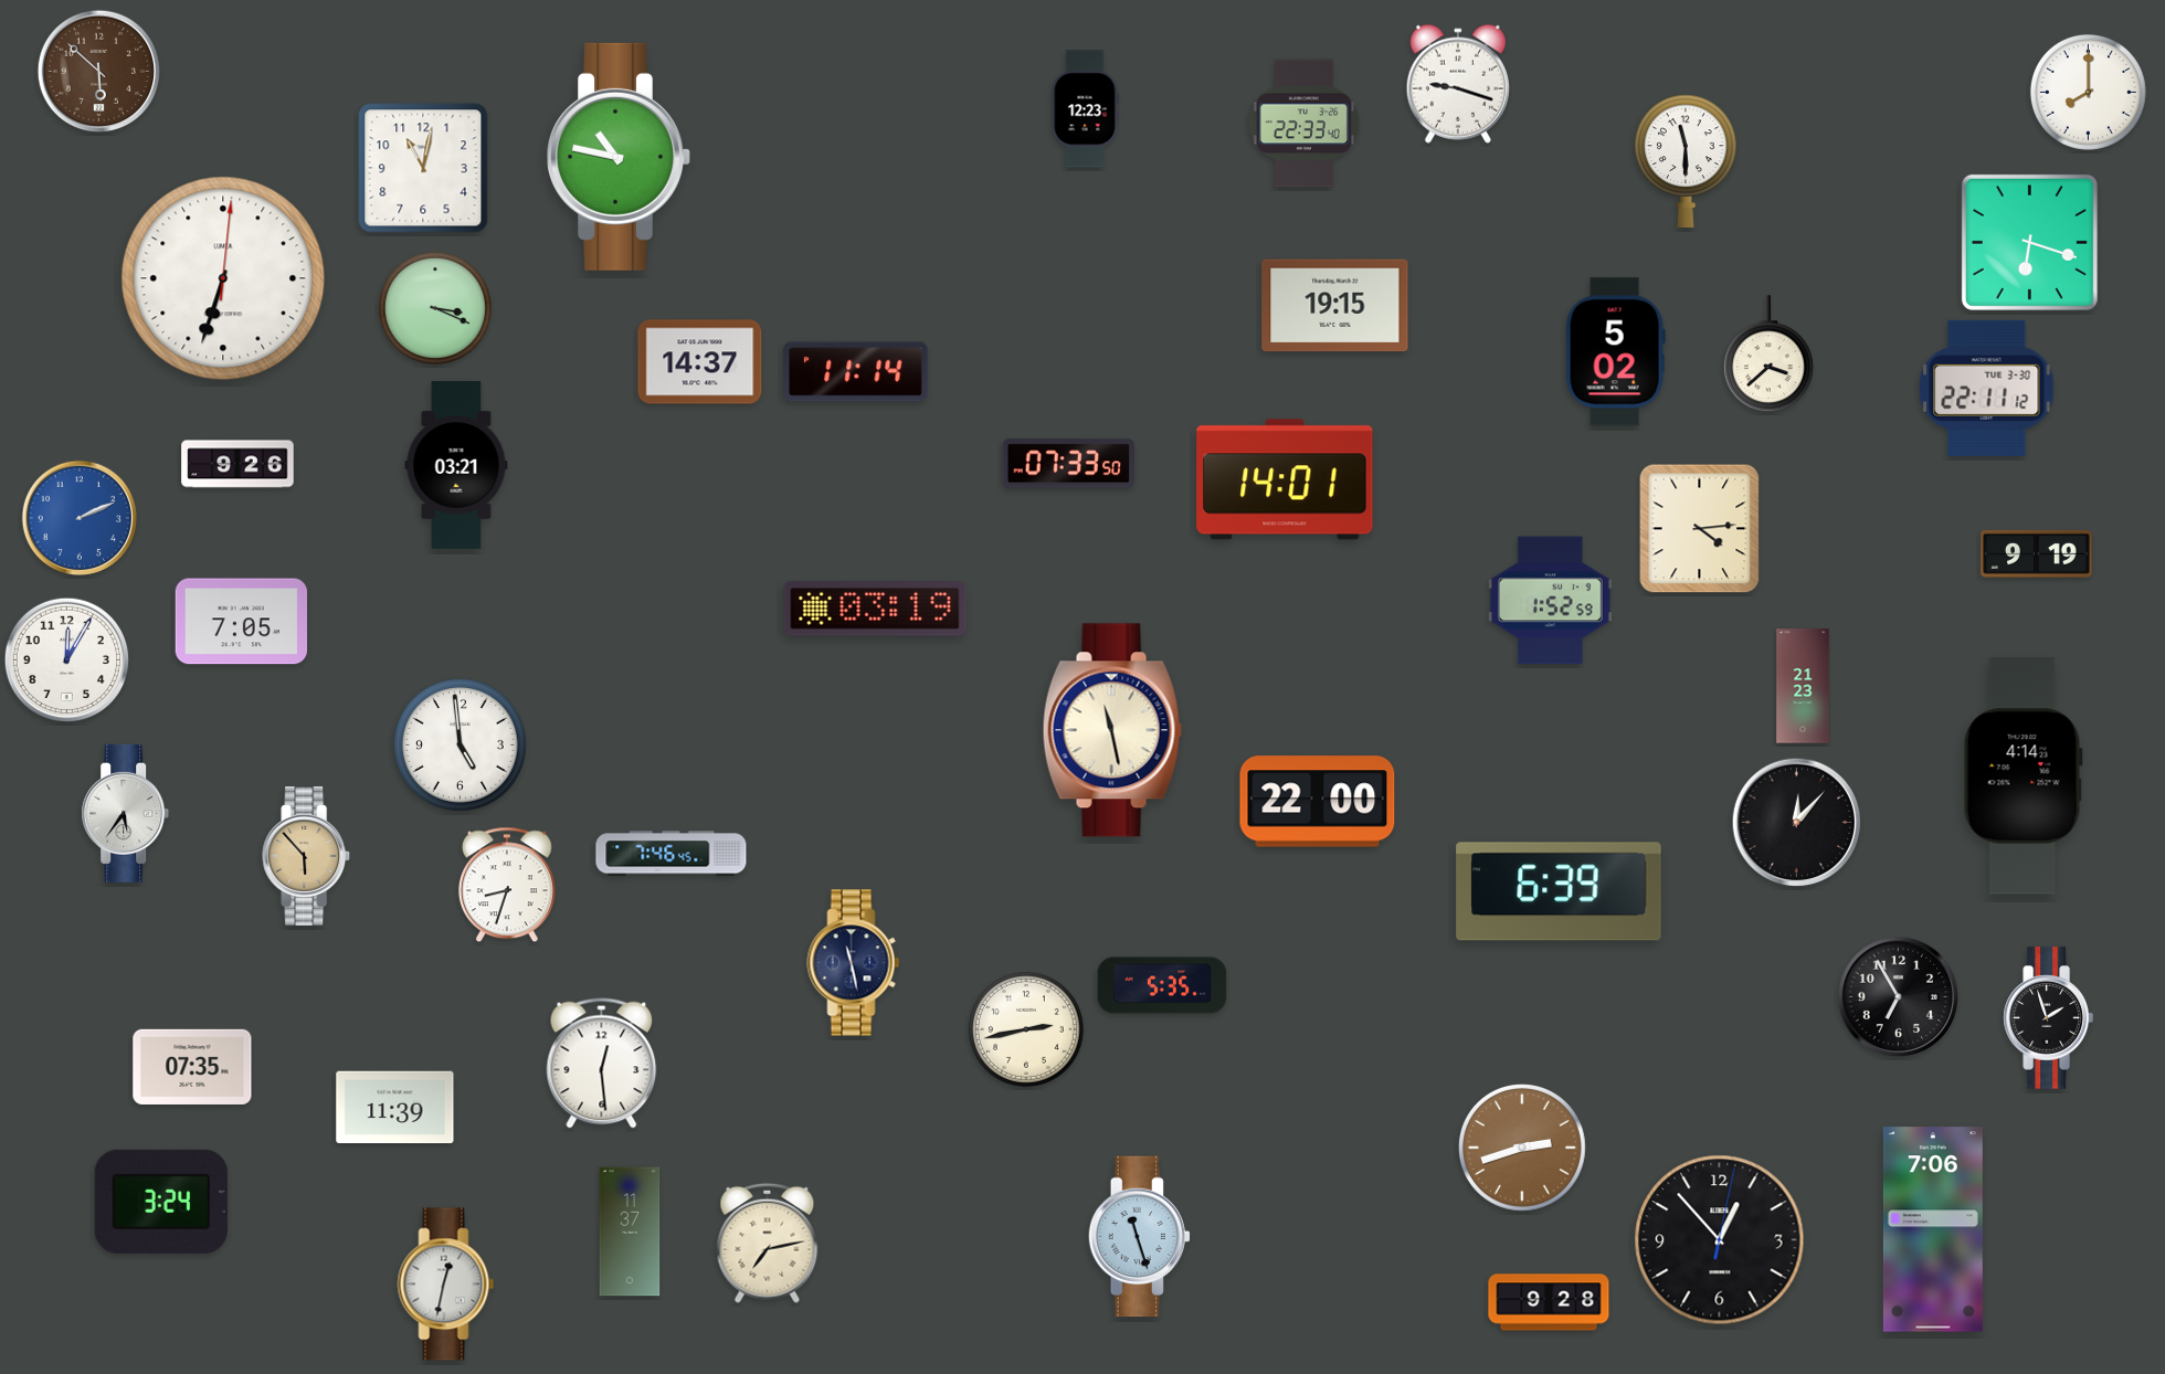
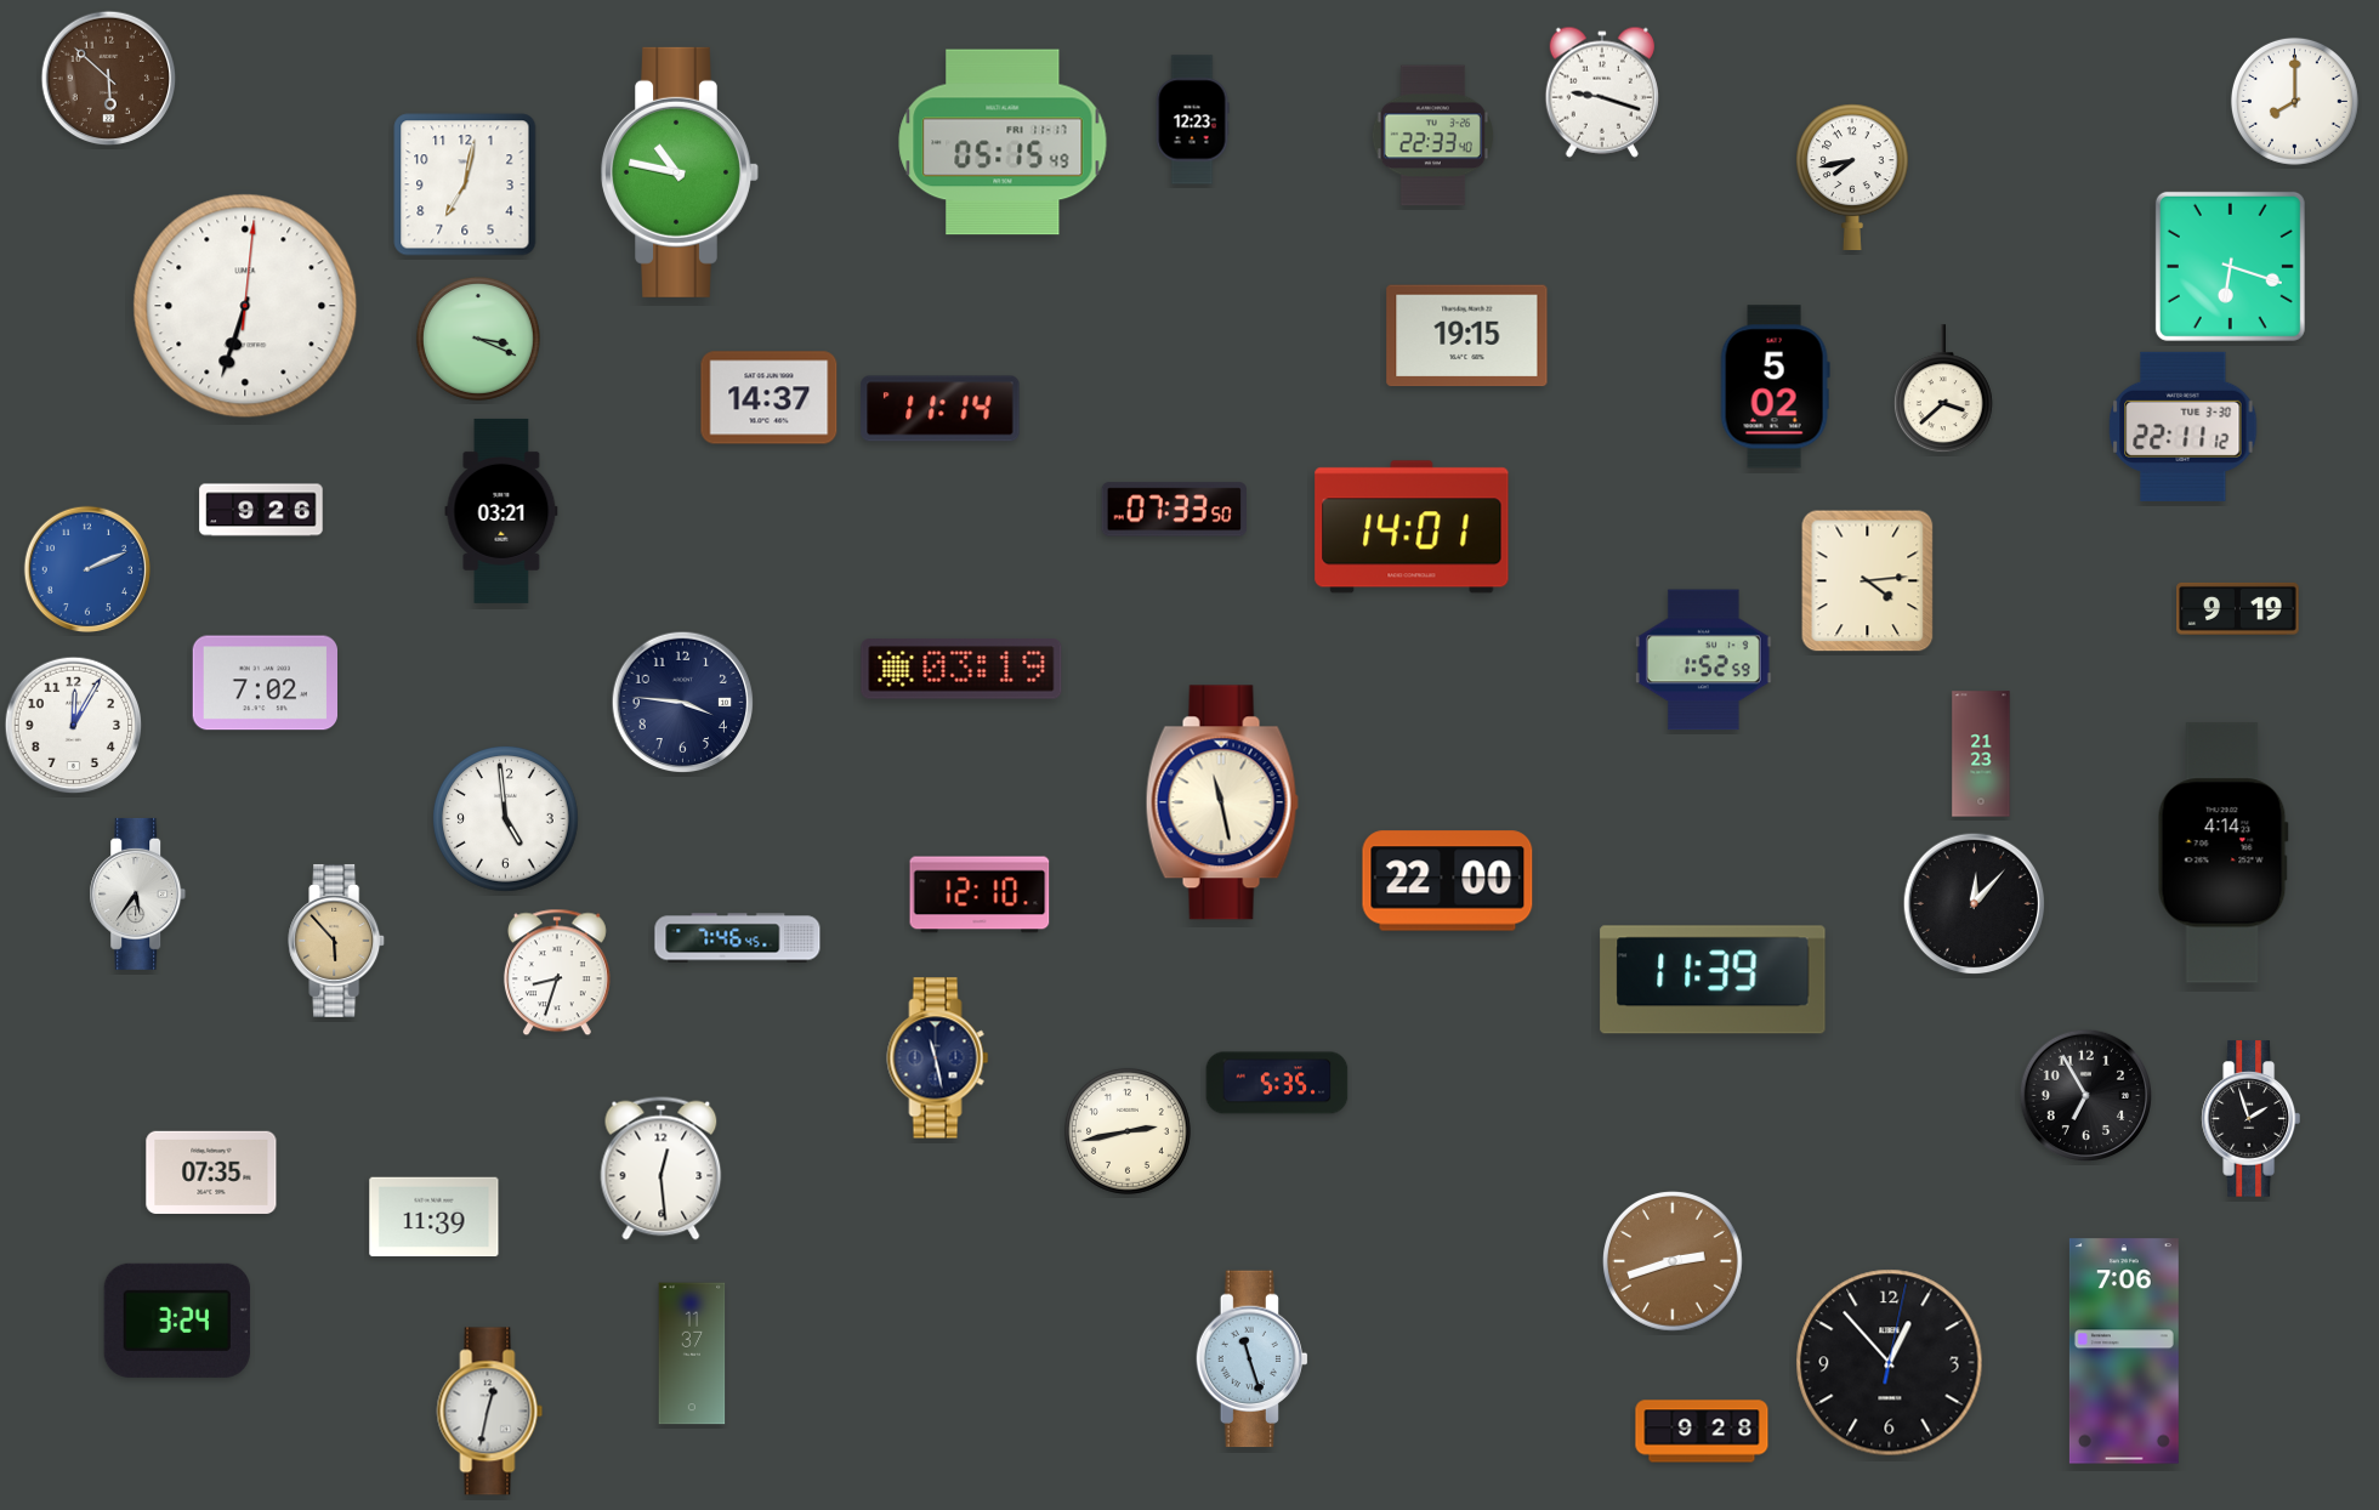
clock at (1003, 142): none -> 05:15
clock at (1686, 160): 11:30 -> 7:43
clock at (423, 168): 11:02 -> 7:02
clock at (241, 622): 7:05 -> 7:02
clock at (683, 703): none -> 3:46
clock at (980, 895): none -> 12:10
clock at (1559, 891): 6:39 -> 11:39
clock at (768, 1243): 7:13 -> none
